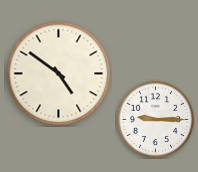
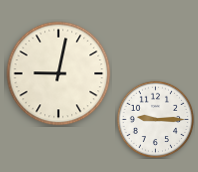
clock at (59, 74): 4:51 -> 9:02
